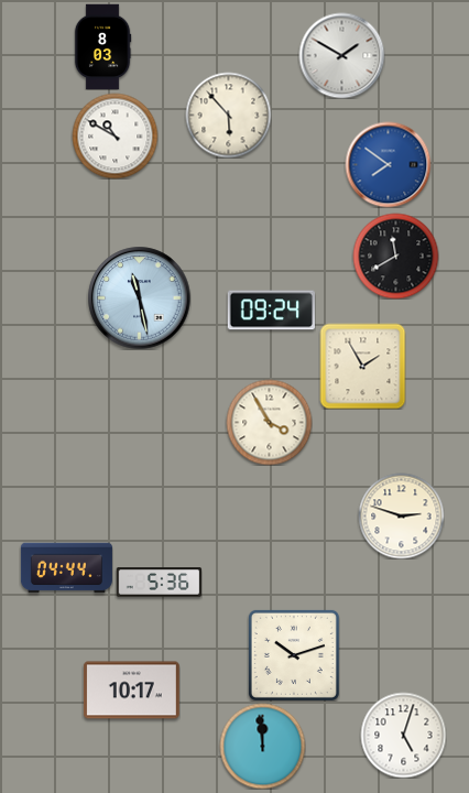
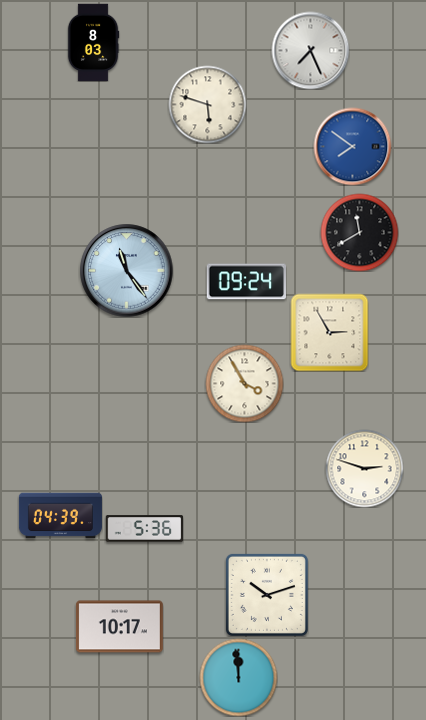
clock at (341, 55): 1:50 -> 7:26
clock at (228, 115): 5:53 -> 5:48
clock at (114, 135): 10:50 -> none
clock at (388, 164) position: (388, 164) -> (352, 146)
clock at (139, 297): 11:28 -> 11:24
clock at (362, 366): 1:55 -> 2:55
clock at (66, 568): 04:44 -> 04:39
clock at (403, 735): 5:03 -> none
